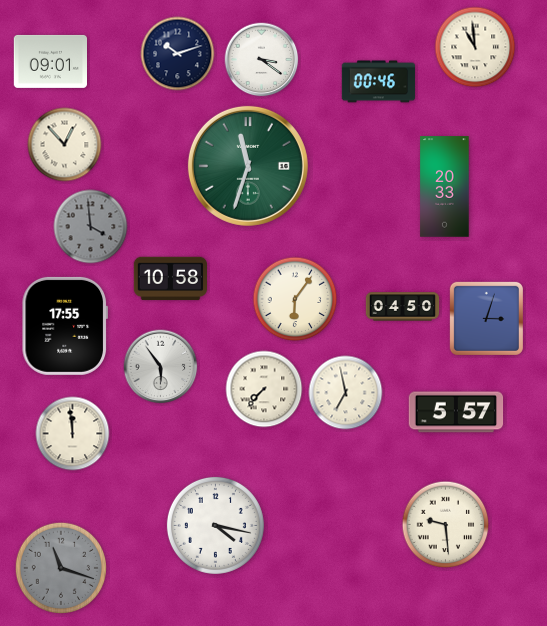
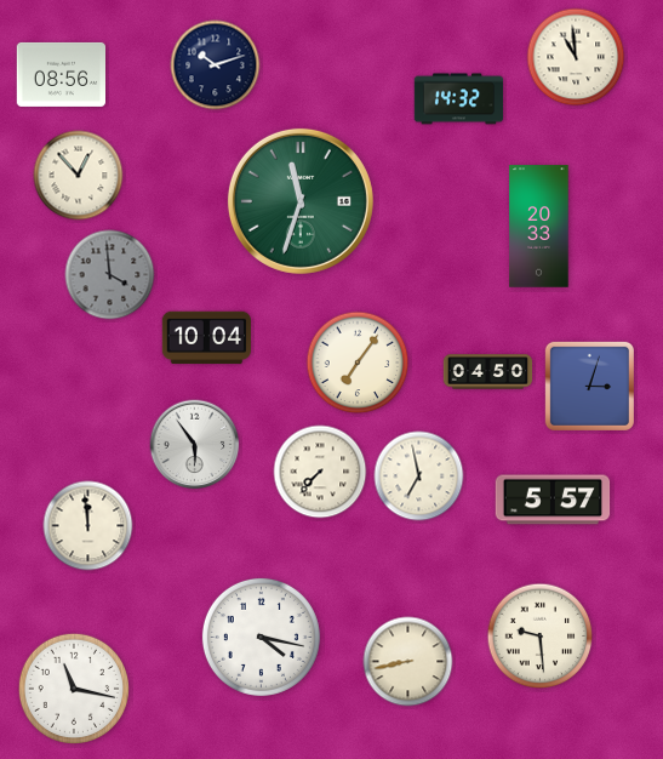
clock at (262, 60): 3:21 -> none
clock at (50, 61): 09:01 -> 08:56
clock at (379, 82): 00:46 -> 14:32
clock at (170, 279): 10:58 -> 10:04
clock at (295, 299): 6:06 -> 7:06
clock at (65, 326): 17:55 -> none
clock at (408, 662): none -> 8:43
clock at (60, 567): 11:18 -> 11:17
clock at (60, 567) dial: grey -> white
